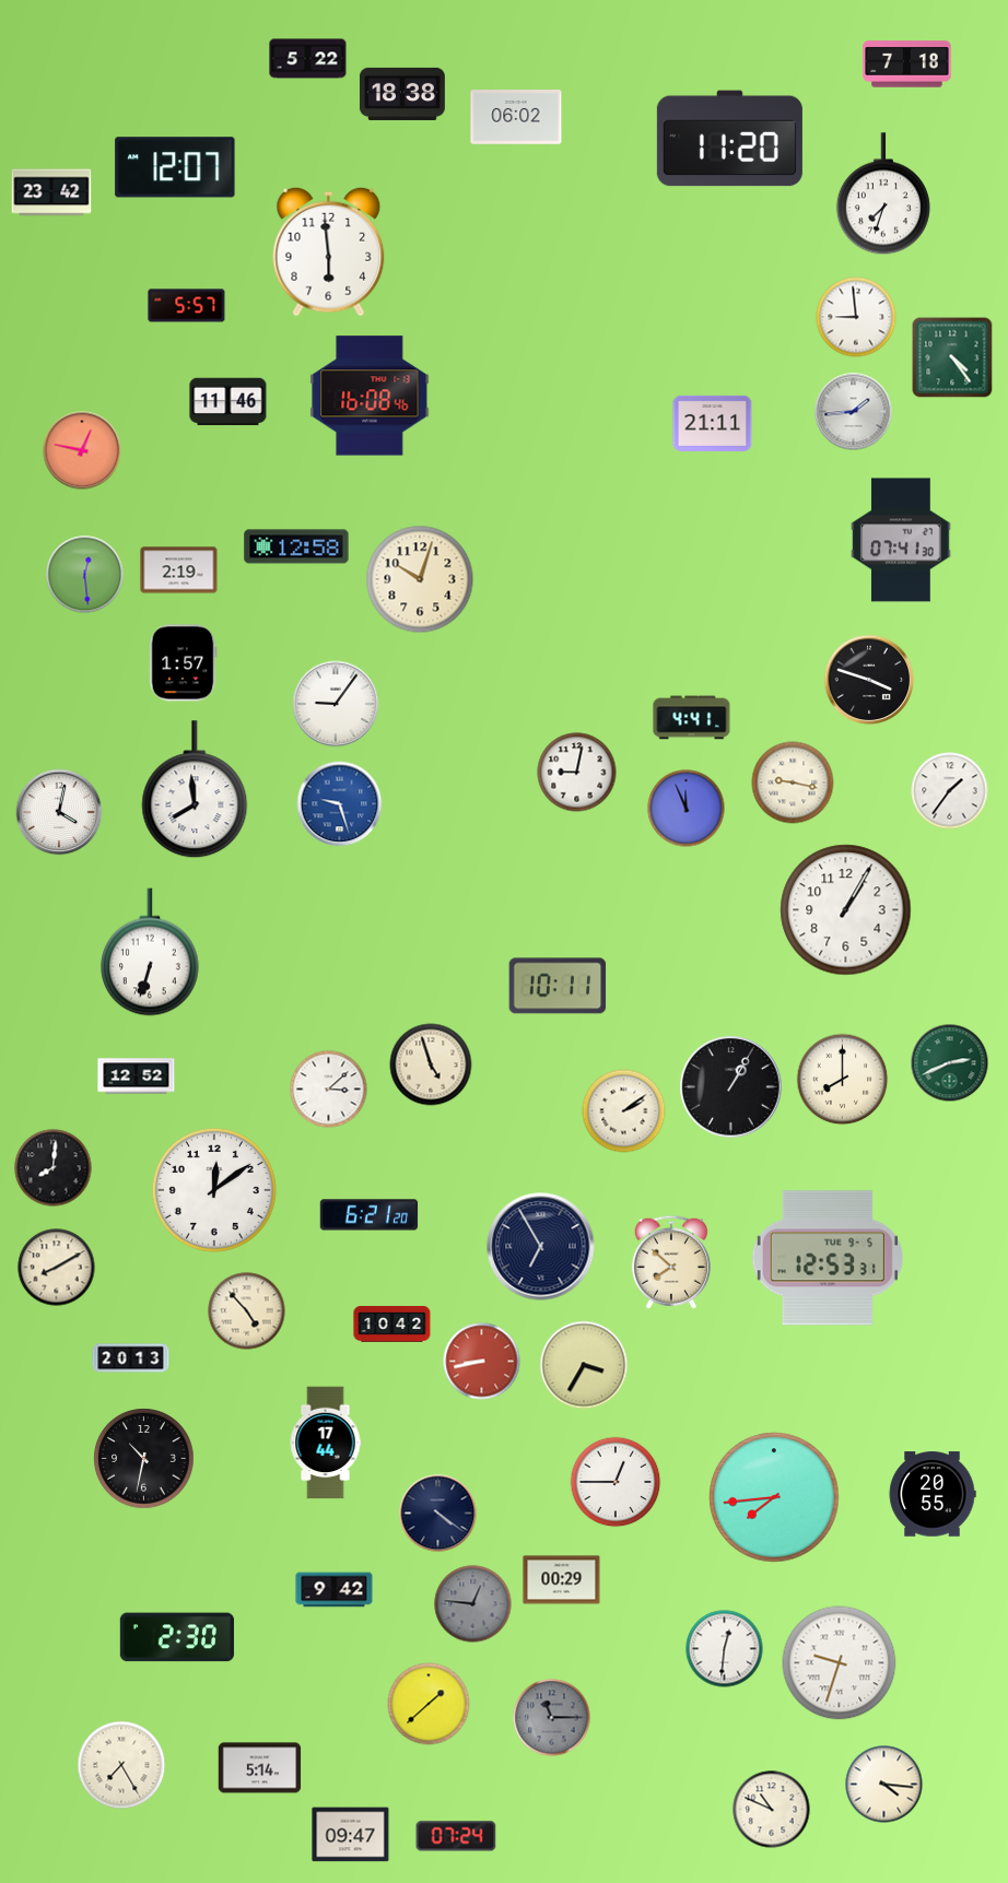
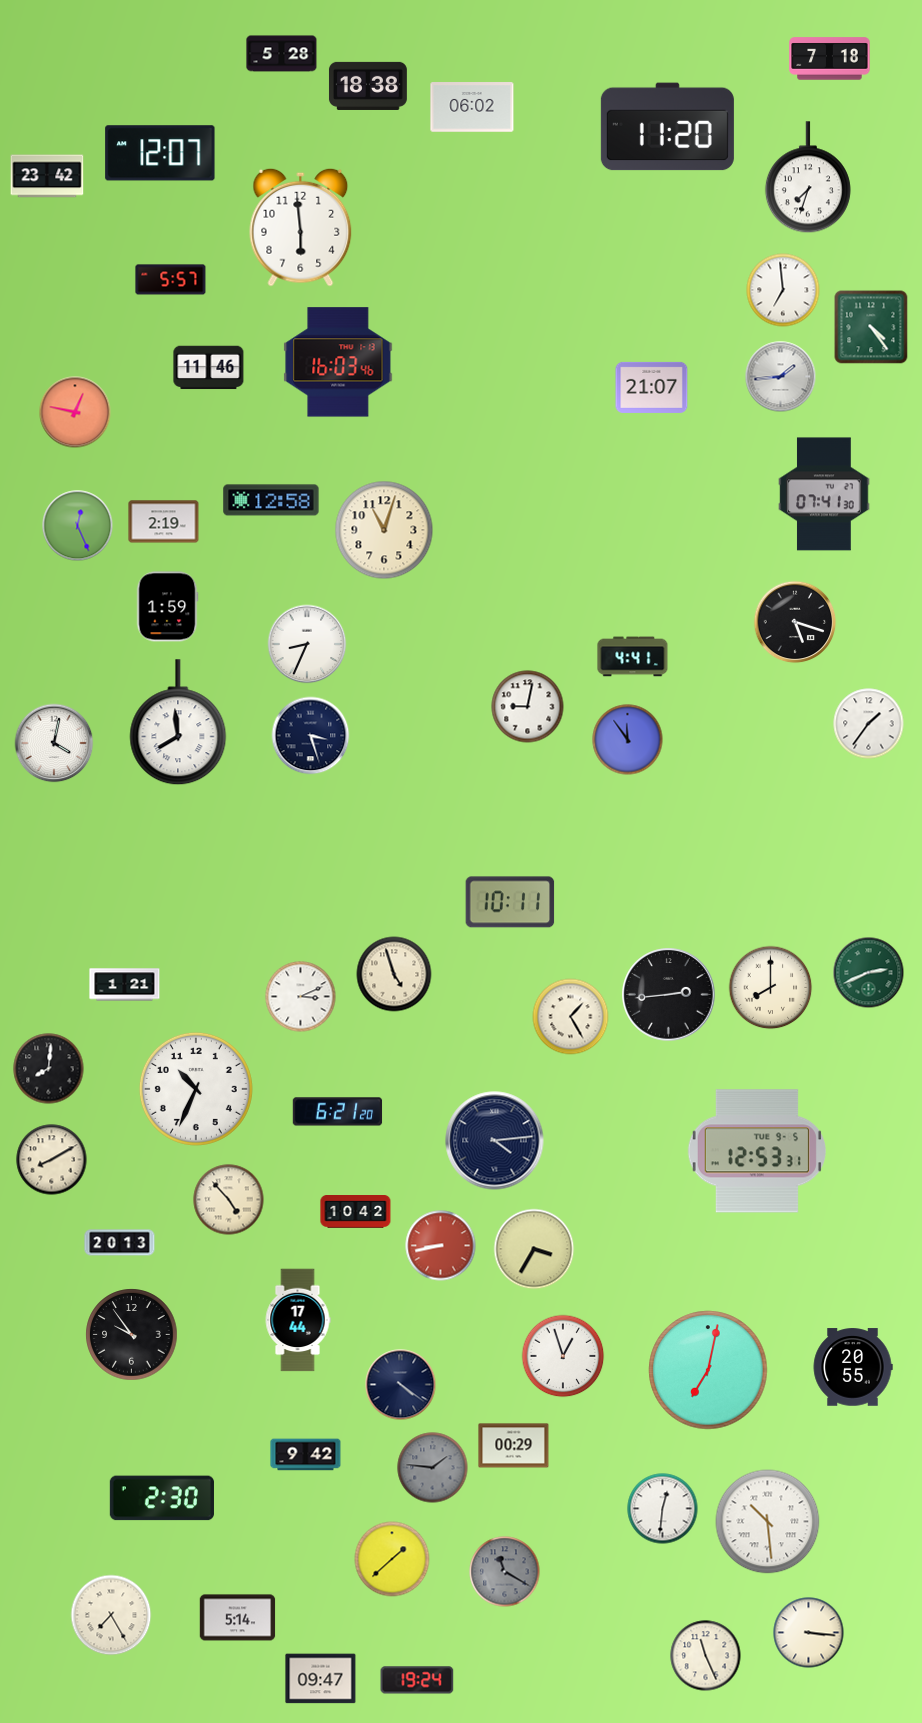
clock at (308, 59): 5:22 -> 5:28
clock at (329, 251) position: (329, 251) -> (301, 227)
clock at (856, 317): 8:59 -> 6:59
clock at (370, 396): 16:08 -> 16:03
clock at (713, 423): 21:11 -> 21:07
clock at (85, 575): 12:29 -> 12:26
clock at (420, 579): 10:03 -> 11:03
clock at (183, 663): 1:57 -> 1:59
clock at (869, 680): 3:48 -> 5:18
clock at (336, 704): 9:06 -> 8:34
clock at (793, 782): 9:17 -> none
clock at (340, 804): 9:27 -> 3:27
clock at (340, 804) dial: blue -> navy
clock at (687, 809): 11:56 -> 11:54
clock at (846, 910): 1:05 -> none
clock at (151, 952): 6:33 -> none
clock at (137, 1076): 12:52 -> 1:21
clock at (731, 1087): 1:05 -> 2:44
clock at (329, 1090): 3:08 -> 3:11
clock at (624, 1111): 2:09 -> 1:25
clock at (214, 1190): 12:09 -> 10:34
clock at (541, 1247): 6:55 -> 4:14
clock at (671, 1262): 7:52 -> none
clock at (247, 1311) position: (247, 1311) -> (229, 1200)
clock at (392, 1325) position: (392, 1325) -> (356, 1212)
clock at (144, 1459): 10:32 -> 9:54
clock at (616, 1482): 12:45 -> 12:57
clock at (774, 1497): 7:44 -> 7:02
clock at (473, 1604): 12:46 -> 1:46
clock at (840, 1663): 9:33 -> 10:29
clock at (552, 1718): 11:15 -> 11:20
clock at (884, 1785): 4:16 -> 3:16
clock at (772, 1810): 10:49 -> 11:26
clock at (456, 1836): 07:24 -> 19:24
